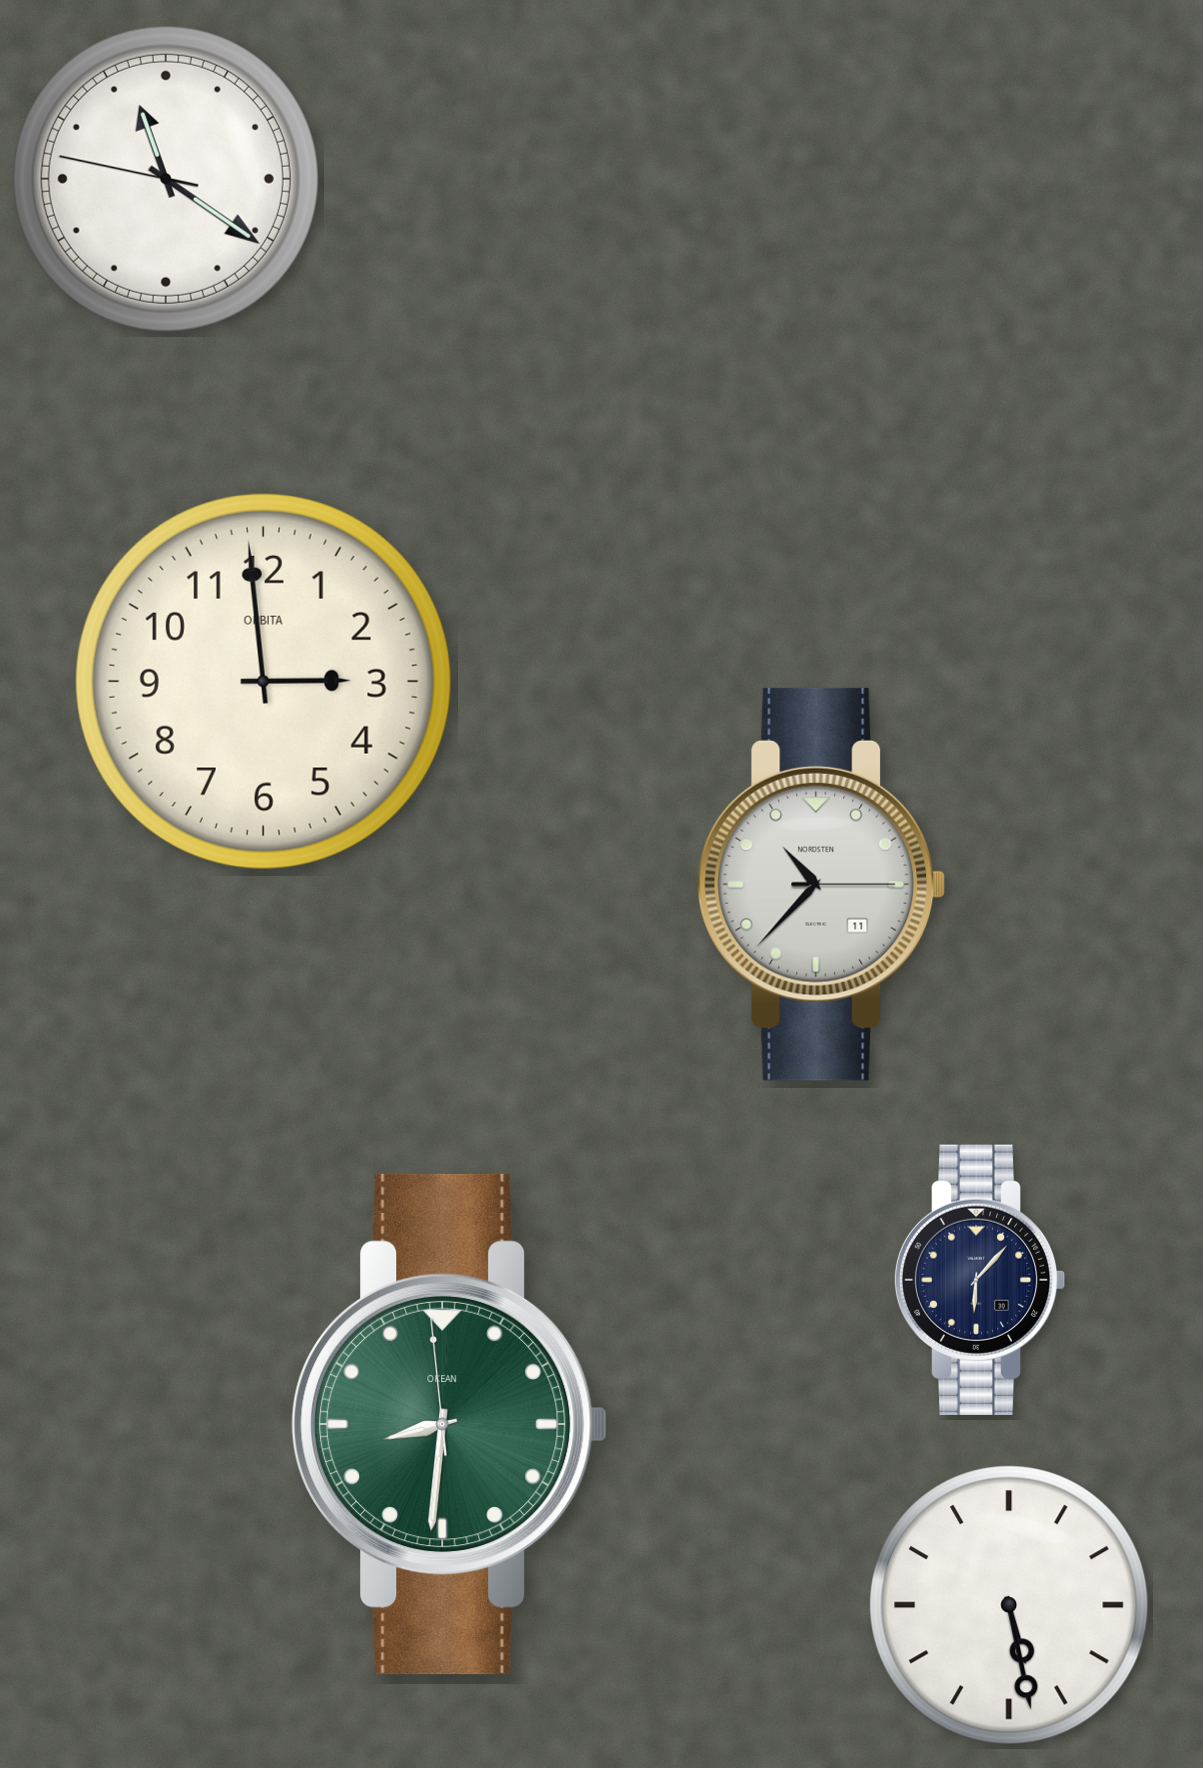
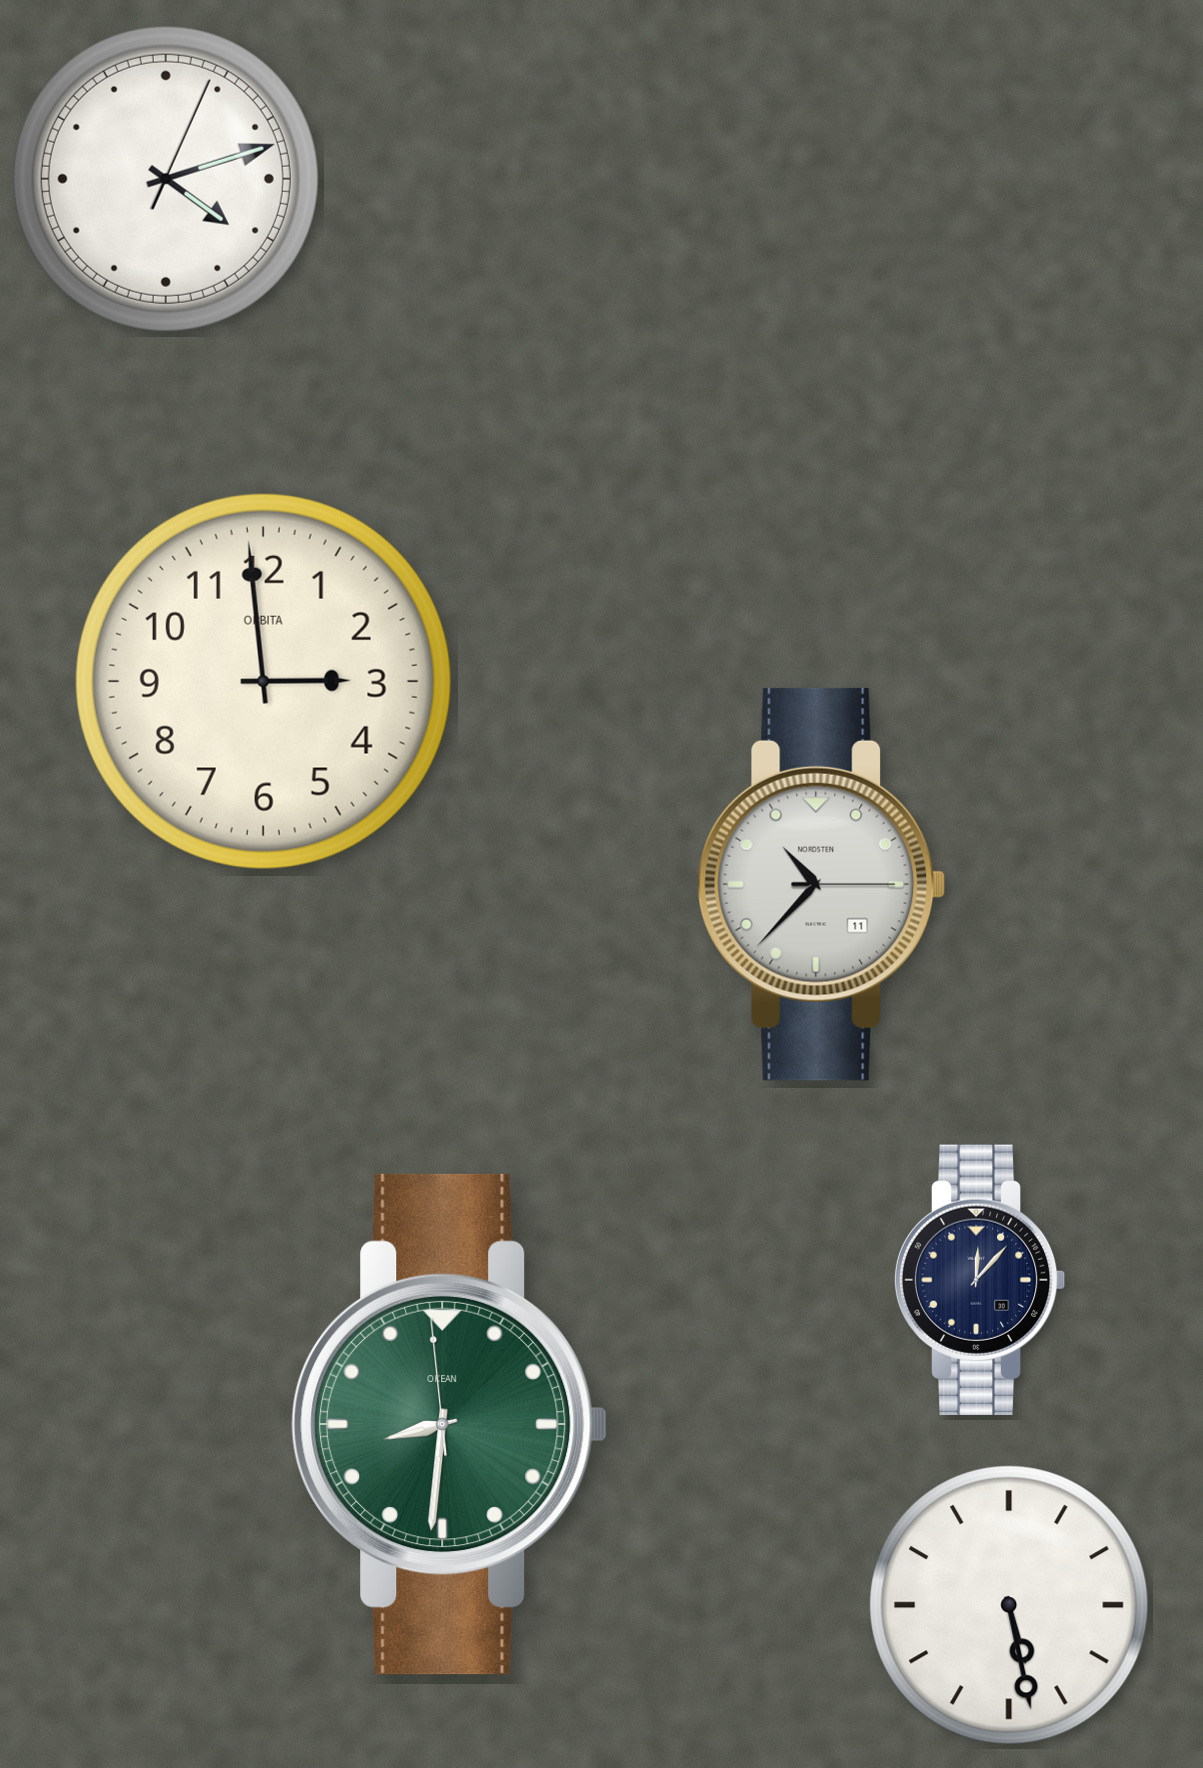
clock at (166, 179): 11:20 -> 4:12
clock at (980, 1280): 6:07 -> 12:07
